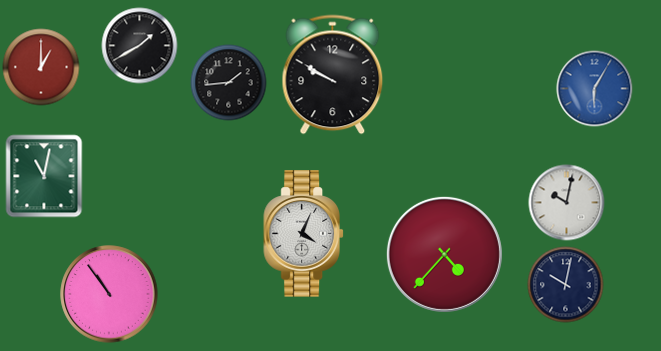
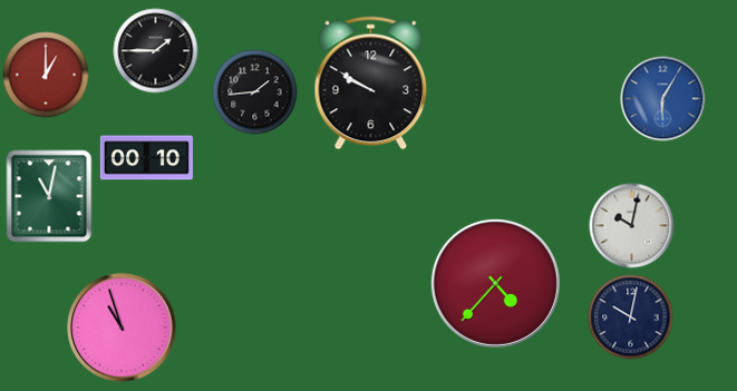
clock at (140, 46): 1:40 -> 1:45
clock at (146, 158): none -> 00:10
clock at (303, 234): 4:04 -> none
clock at (109, 294): 10:54 -> 10:57
